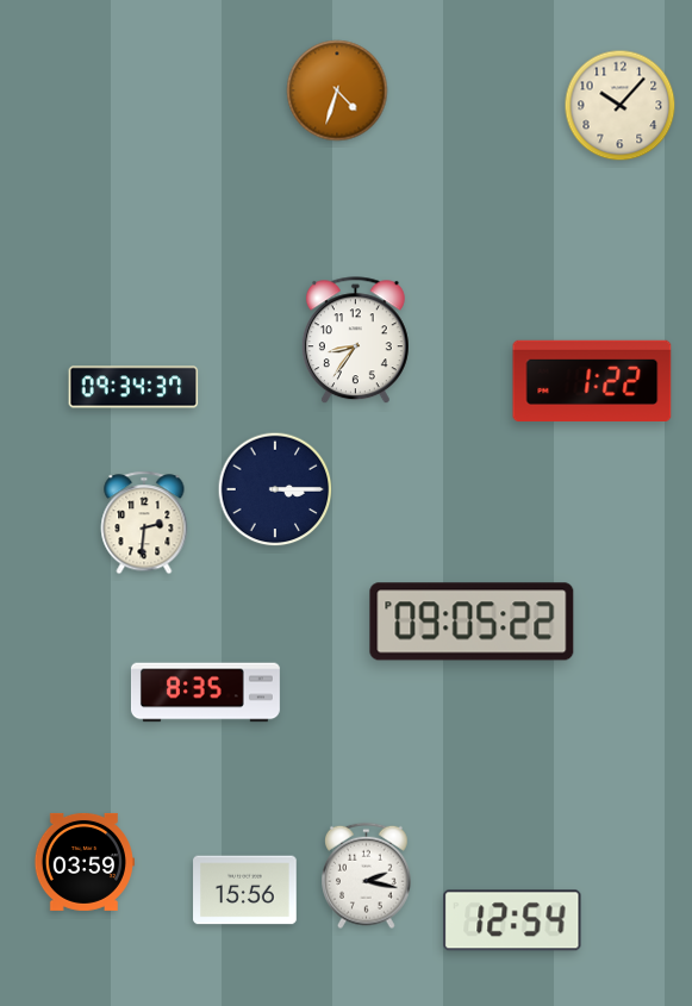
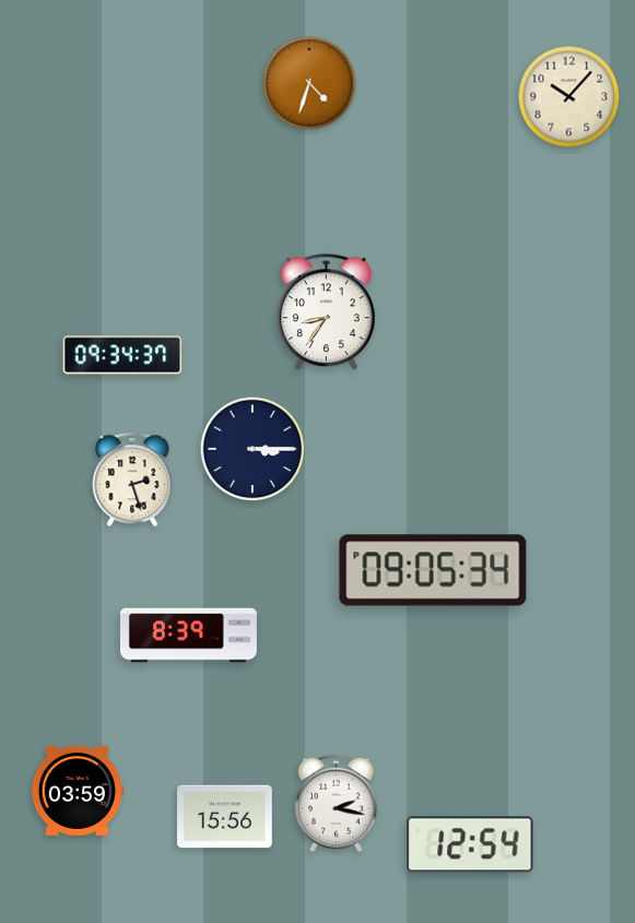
clock at (592, 380): 1:22 -> none
clock at (144, 523): 2:31 -> 2:27
clock at (472, 621): 09:05:22 PM -> 09:05:34 PM
clock at (205, 693): 8:35 -> 8:39
